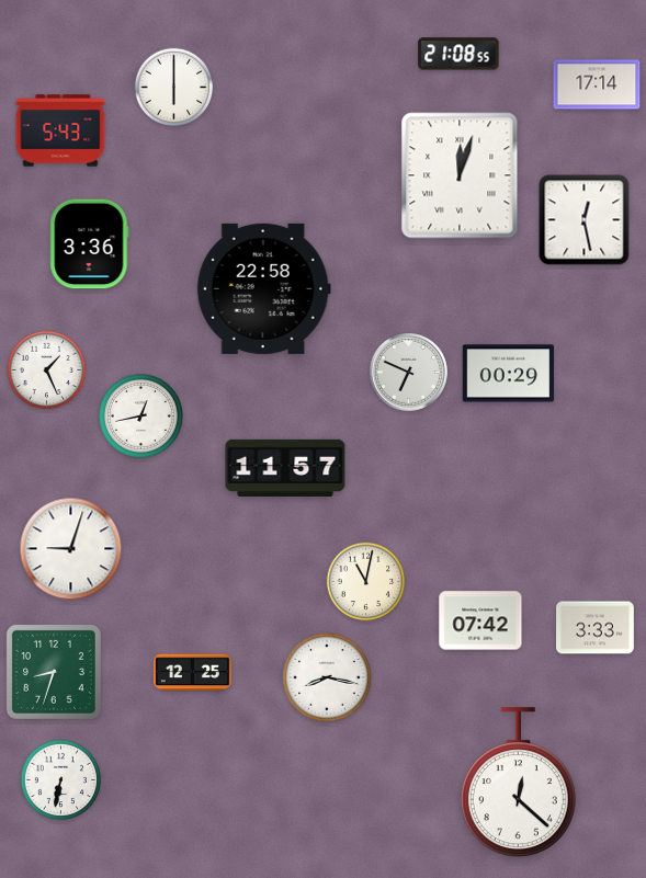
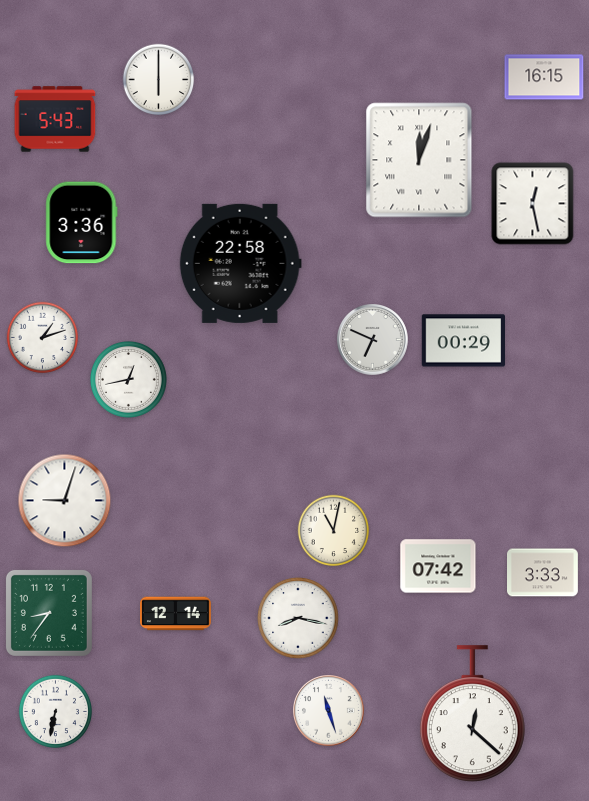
clock at (458, 54): 21:08 -> none
clock at (597, 84): 17:14 -> 16:15
clock at (585, 220) position: (585, 220) -> (533, 204)
clock at (47, 370): 1:26 -> 1:12
clock at (285, 468): 11:57 -> none
clock at (54, 672): 8:33 -> 8:36
clock at (193, 673): 12:25 -> 12:14
clock at (329, 711): none -> 11:27
